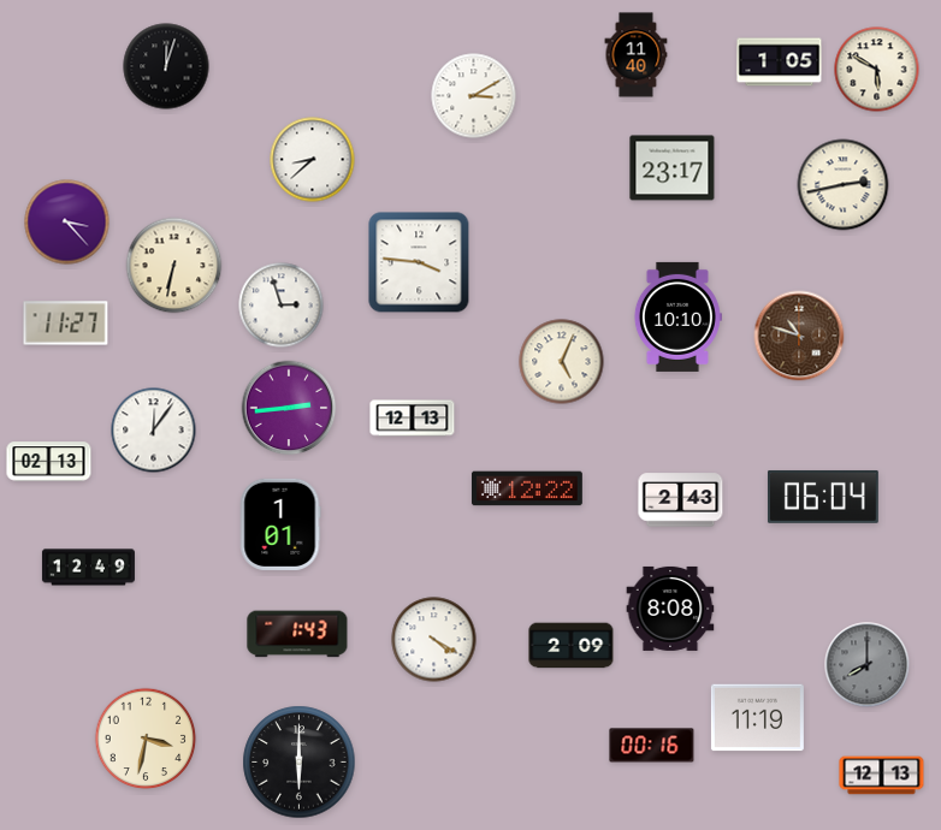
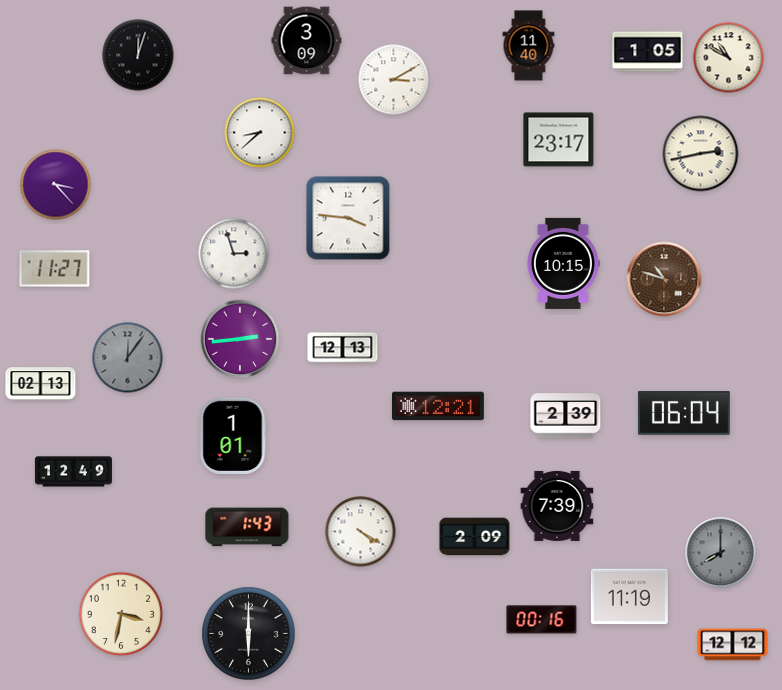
clock at (307, 41): none -> 3:09
clock at (877, 70): 5:50 -> 10:50
clock at (174, 266): 6:32 -> none
clock at (677, 316): 10:10 -> 10:15
clock at (562, 362): 5:04 -> none
clock at (154, 431) dial: white -> grey
clock at (527, 488): 12:22 -> 12:21
clock at (681, 500): 2:43 -> 2:39
clock at (670, 609): 8:08 -> 7:39
clock at (882, 776): 12:13 -> 12:12
